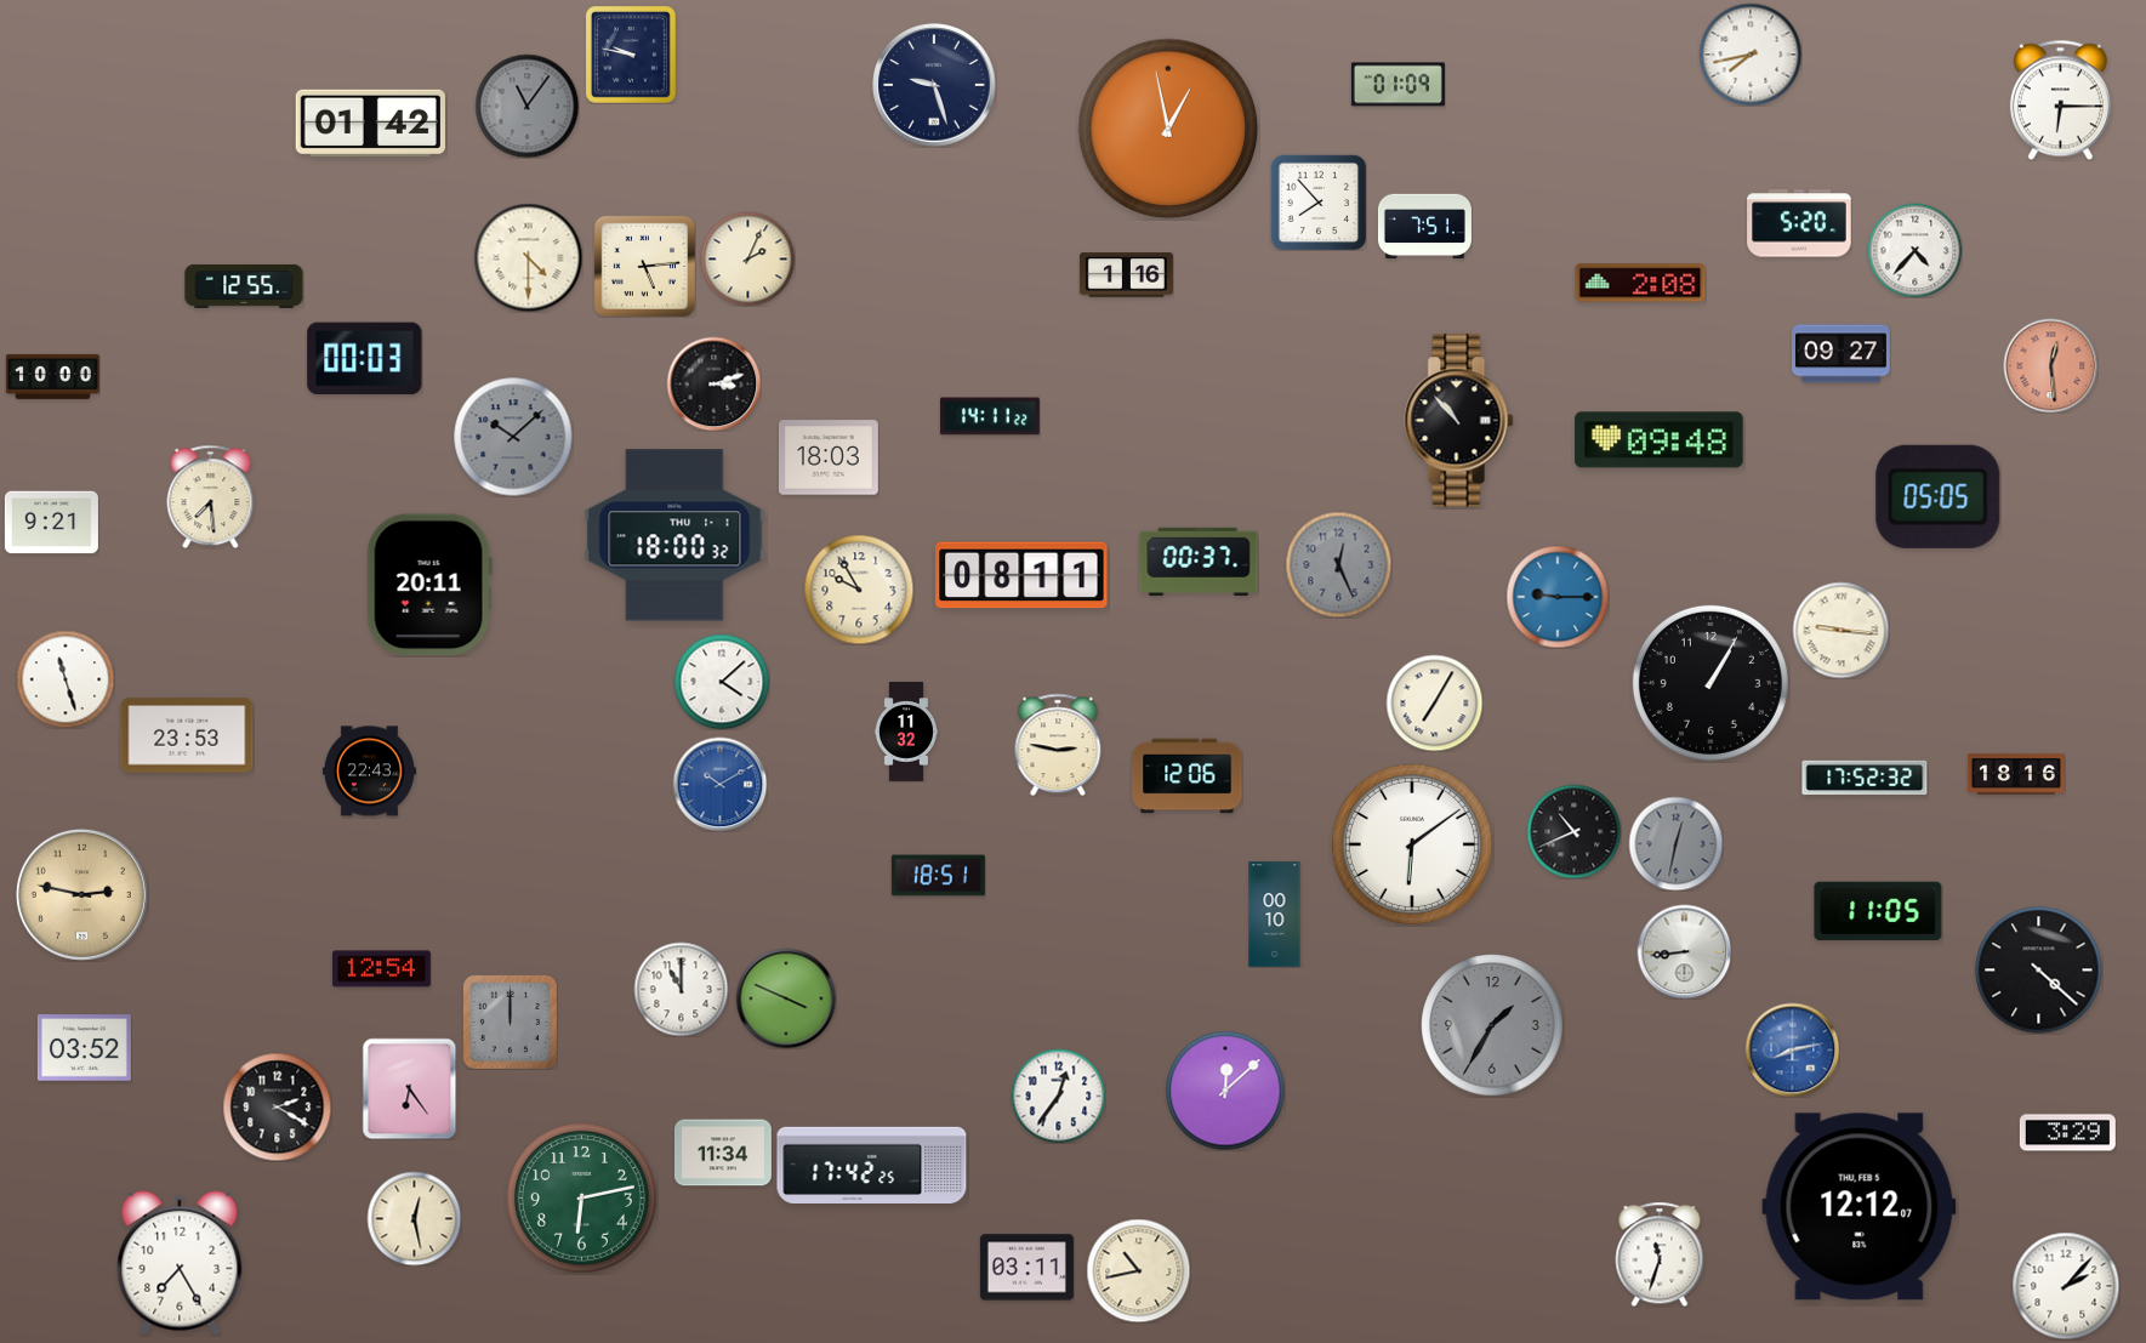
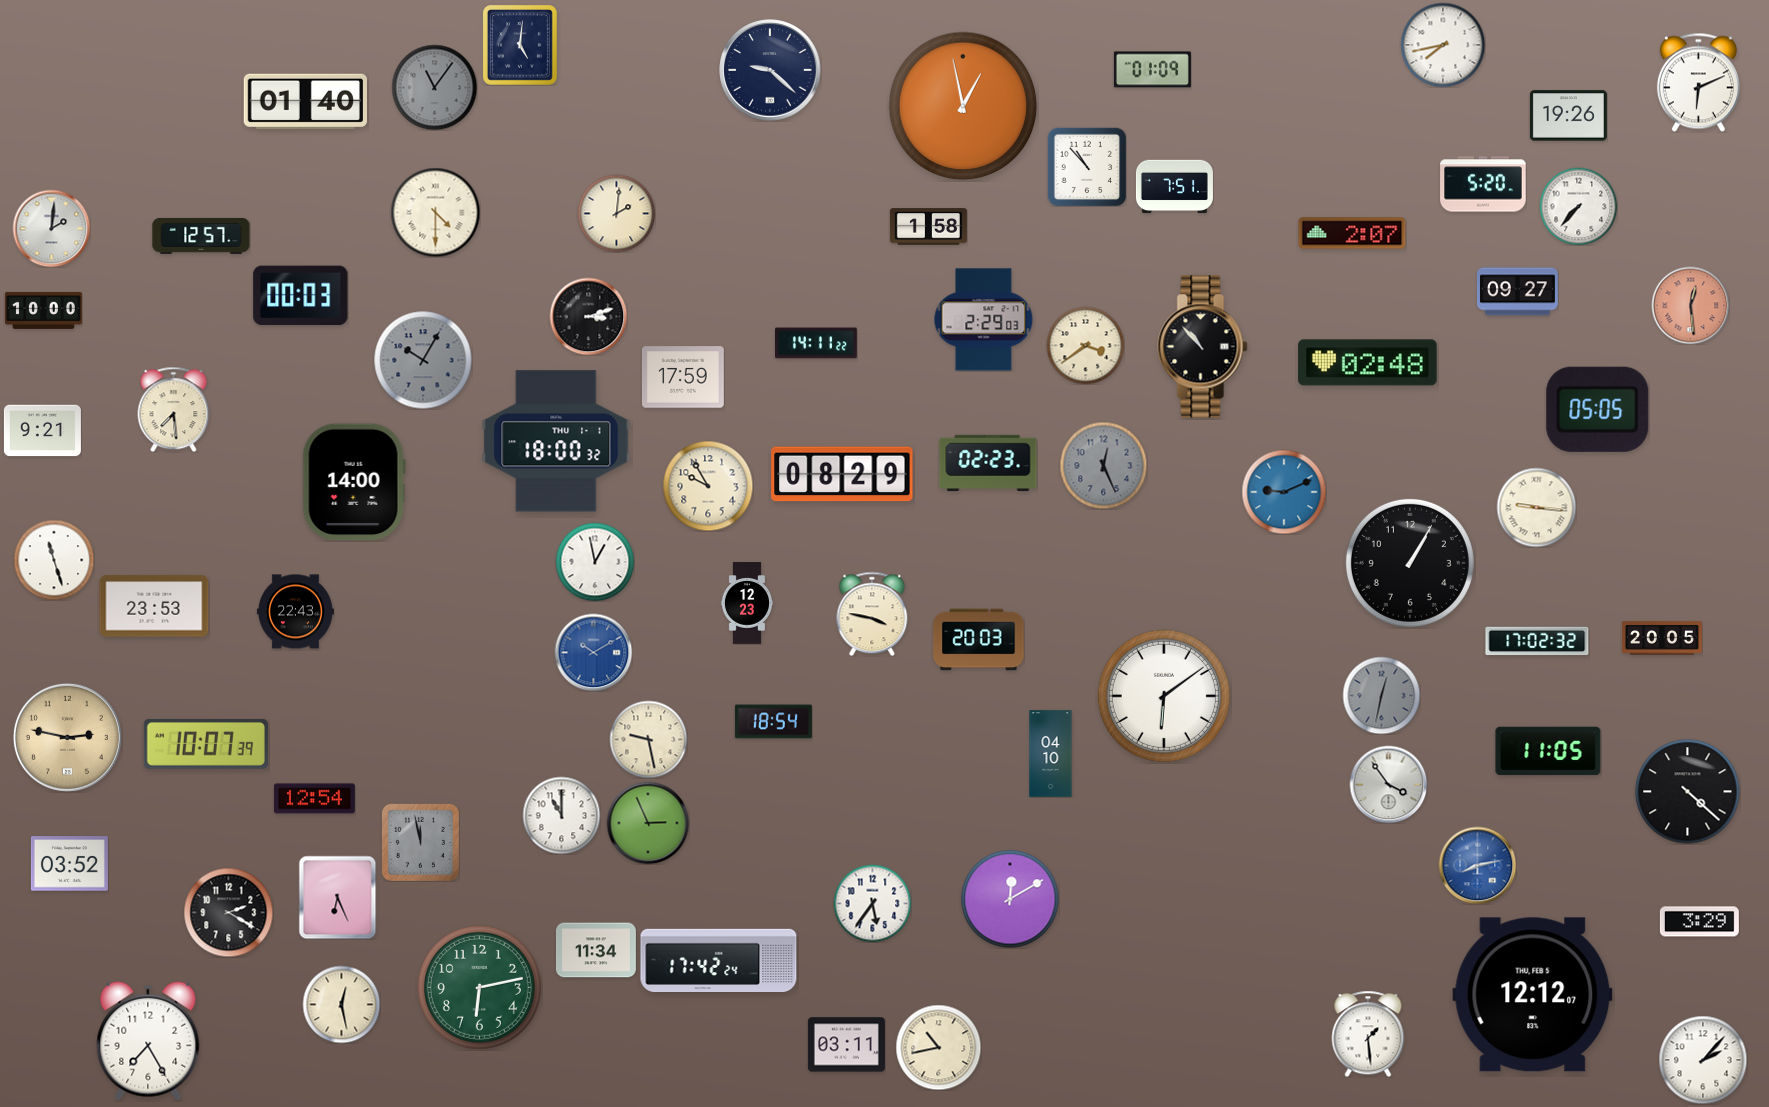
clock at (631, 55): 9:47 -> 5:01
clock at (934, 85): 9:27 -> 9:22
clock at (2060, 99): 6:15 -> 6:11
clock at (370, 123): 01:42 -> 01:40
clock at (1568, 116): none -> 19:26
clock at (1319, 203): 7:53 -> 10:53
clock at (1914, 250): 4:37 -> 7:37
clock at (747, 258): 2:04 -> 2:01
clock at (644, 266): 5:14 -> none
clock at (1126, 275): 1:16 -> 1:58
clock at (51, 228): none -> 2:01
clock at (1640, 283): 2:08 -> 2:07
clock at (244, 286): 12:55 -> 12:57
clock at (2050, 365) position: (2050, 365) -> (1690, 305)
clock at (984, 320): none -> 2:29
clock at (1085, 345): none -> 3:39
clock at (513, 437): 10:08 -> 10:05
clock at (1660, 440): 09:48 -> 02:48
clock at (830, 457): 18:03 -> 17:59
clock at (1199, 560): 00:37 -> 02:23
clock at (1021, 575): 08:11 -> 08:29
clock at (429, 585): 20:11 -> 14:00
clock at (1558, 597): 9:15 -> 9:11
clock at (1840, 630) position: (1840, 630) -> (1536, 507)
clock at (722, 682): 4:08 -> 12:58
clock at (1434, 702): 7:05 -> none
clock at (906, 732): 11:32 -> 12:23
clock at (1058, 745): 2:47 -> 3:47
clock at (369, 772) position: (369, 772) -> (295, 612)
clock at (2016, 774): 18:16 -> 20:05
clock at (1188, 776): 12:06 -> 20:03
clock at (1865, 778): 17:52 -> 17:02
clock at (719, 784) position: (719, 784) -> (593, 652)
clock at (1573, 831): 10:41 -> none
clock at (938, 876): 18:51 -> 18:54
clock at (648, 739): none -> 9:28
clock at (206, 745): none -> 10:07
clock at (1275, 915): 00:10 -> 04:10
clock at (1684, 951): 8:44 -> 3:54
clock at (2039, 971) position: (2039, 971) -> (1688, 792)
clock at (786, 998): 3:49 -> 2:56
clock at (510, 1022): 12:00 -> 11:58
clock at (1493, 1026): 1:35 -> none
clock at (410, 1088): 6:24 -> 6:26
clock at (1225, 1091): 12:08 -> 12:10
clock at (1058, 1096): 12:36 -> 5:36
clock at (2067, 1133) position: (2067, 1133) -> (1699, 922)
clock at (872, 1165): 17:42:25 -> 17:42:24
clock at (1660, 1254): 11:33 -> 1:29
